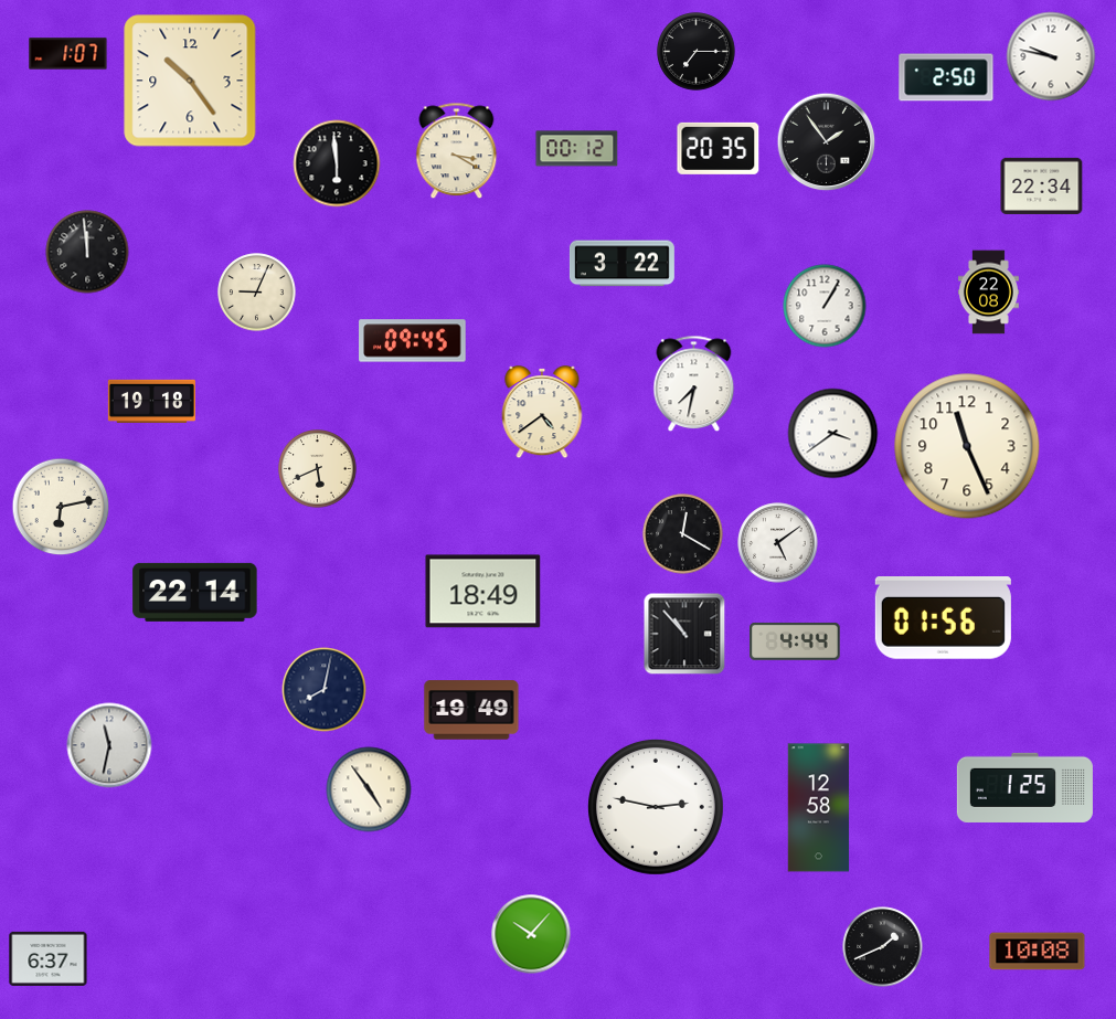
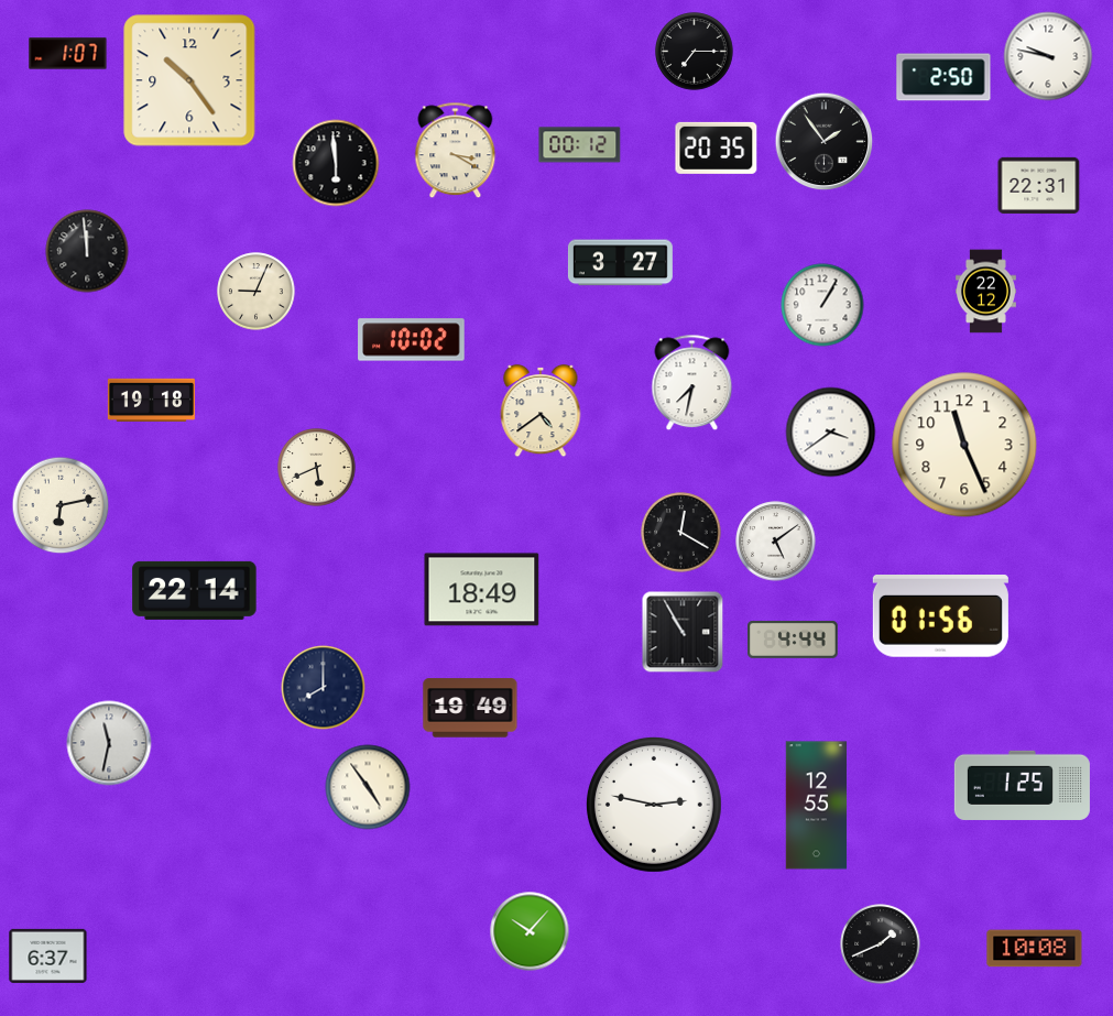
clock at (577, 149) position: (577, 149) -> (580, 145)
clock at (1042, 185): 22:34 -> 22:31
clock at (621, 264): 3:22 -> 3:27
clock at (989, 293): 22:08 -> 22:12
clock at (413, 341): 09:45 -> 10:02
clock at (684, 634): 10:53 -> 10:55
clock at (325, 690): 8:02 -> 8:00
clock at (819, 808): 12:58 -> 12:55
